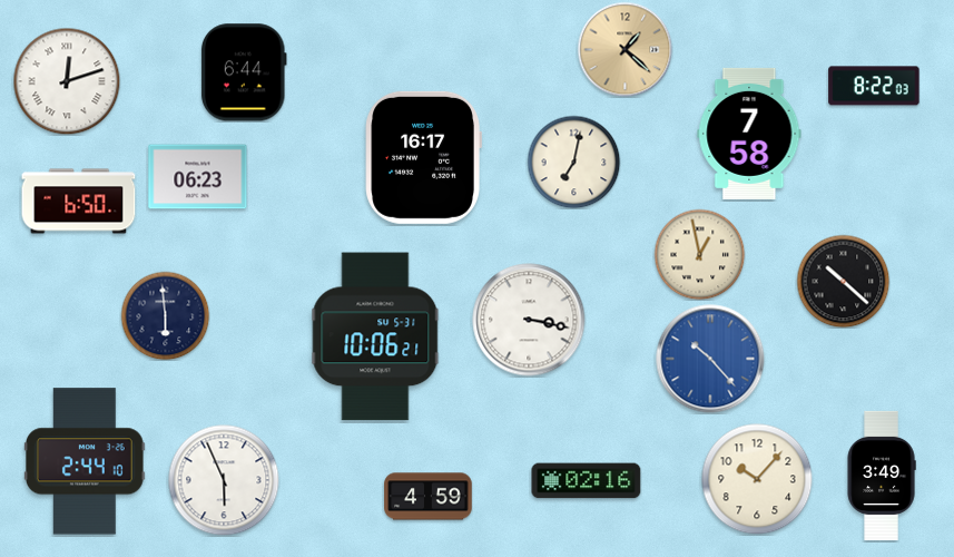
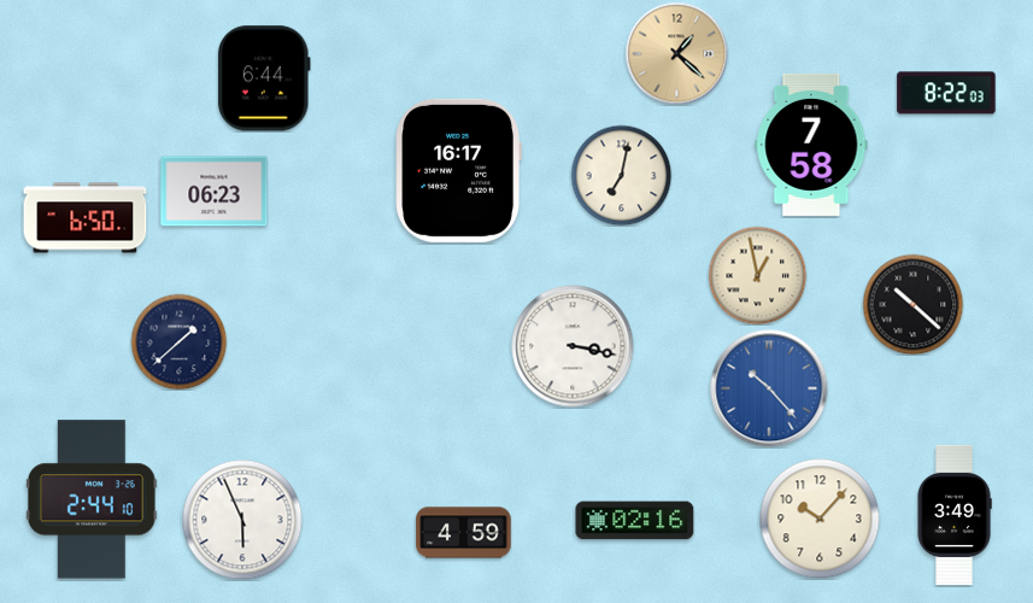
clock at (67, 81): 12:12 -> none
clock at (165, 315): 5:59 -> 1:38
clock at (375, 336): 10:06 -> none
clock at (429, 497) position: (429, 497) -> (464, 533)
